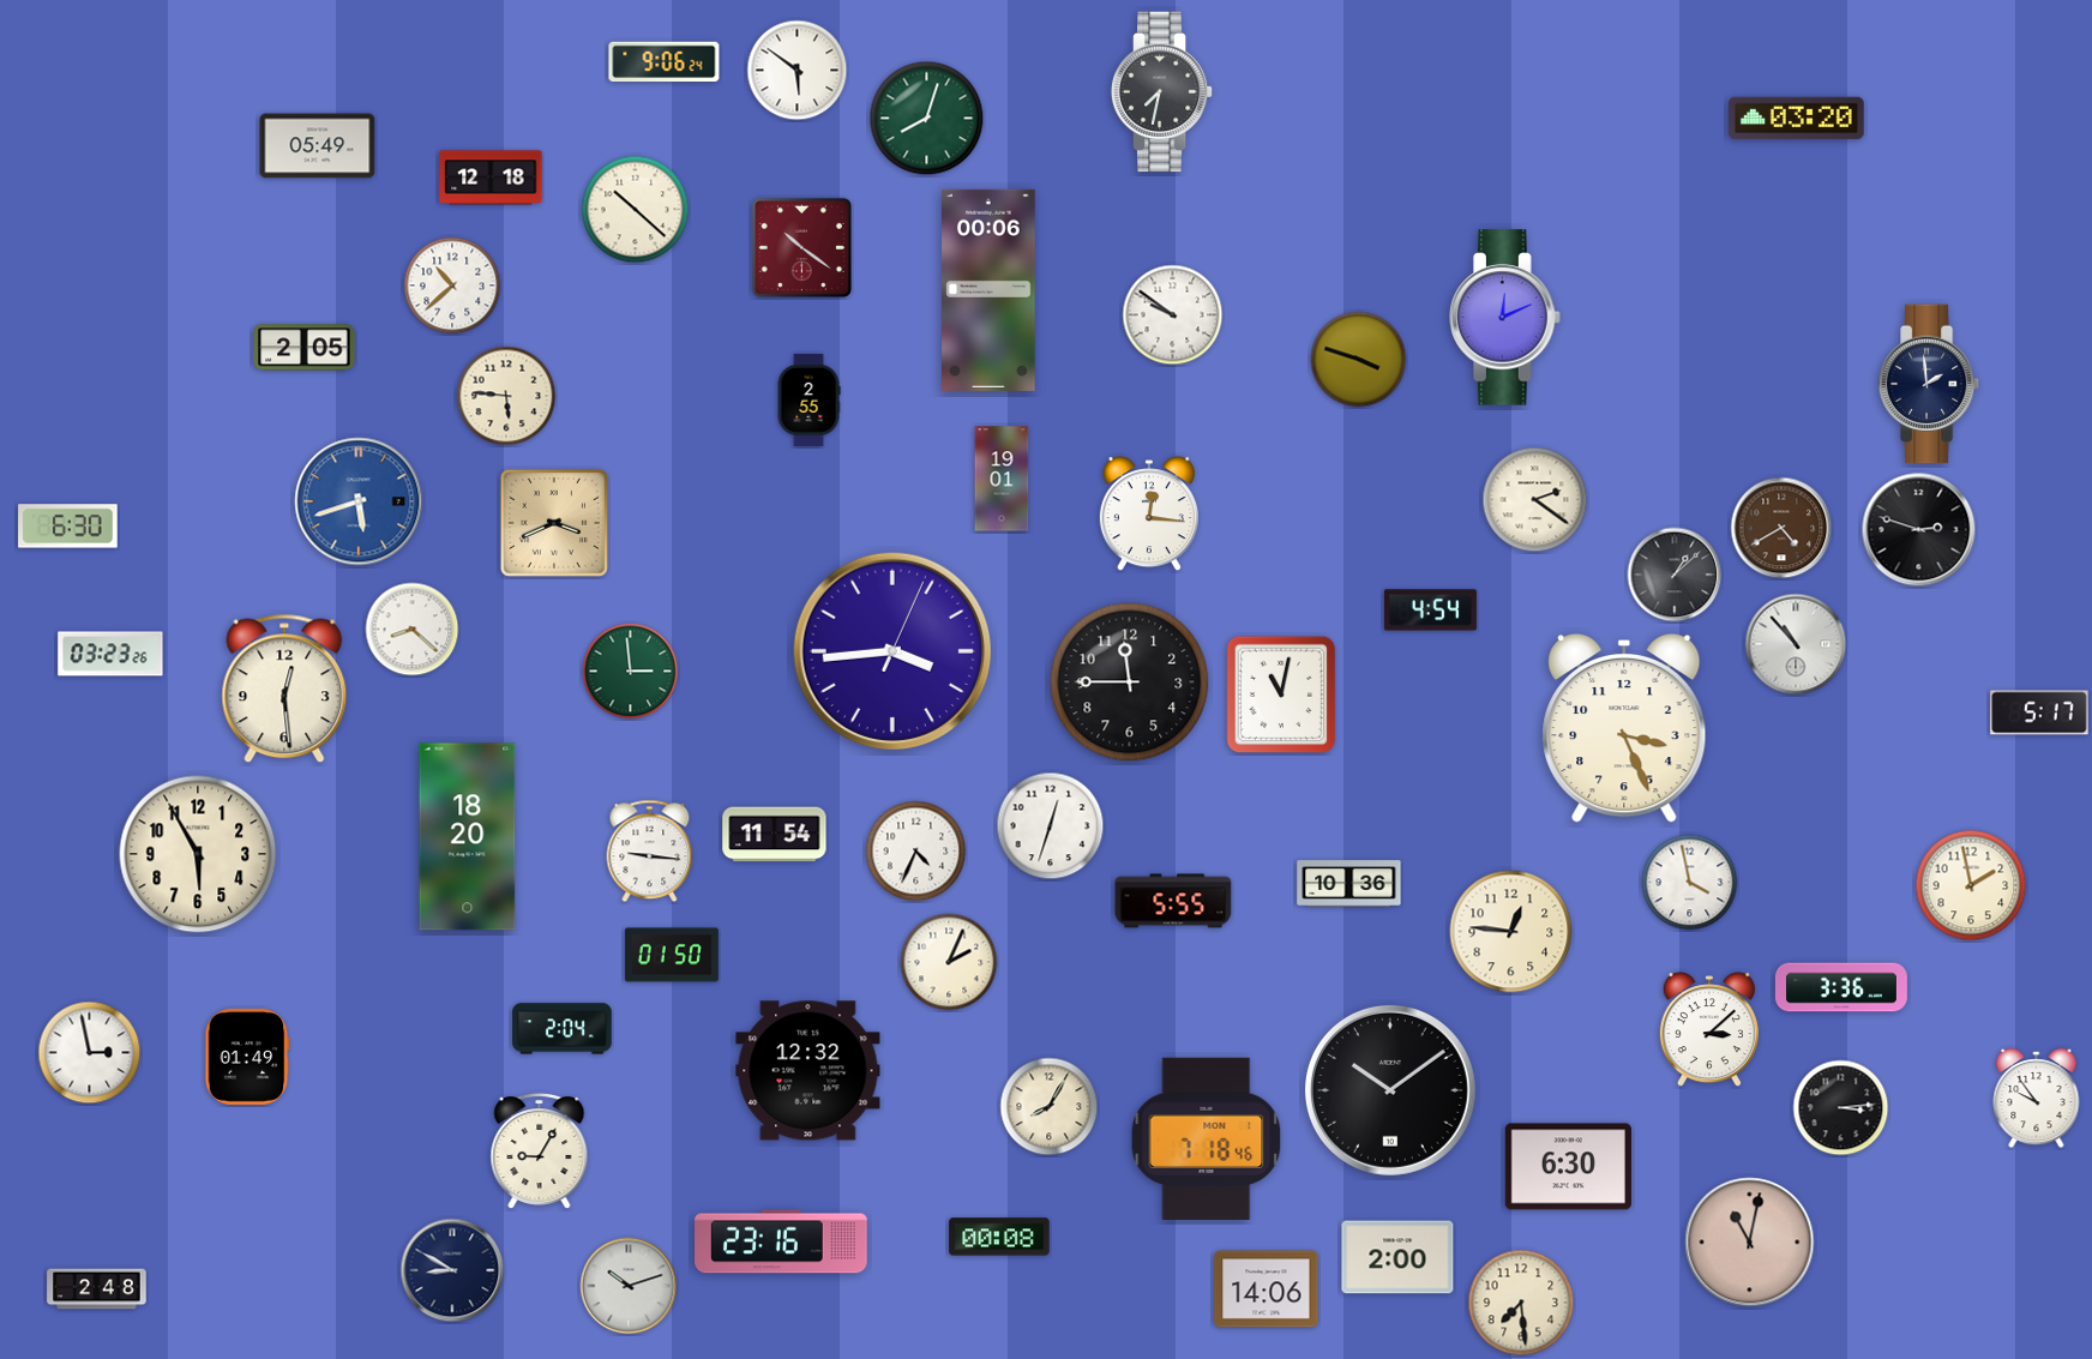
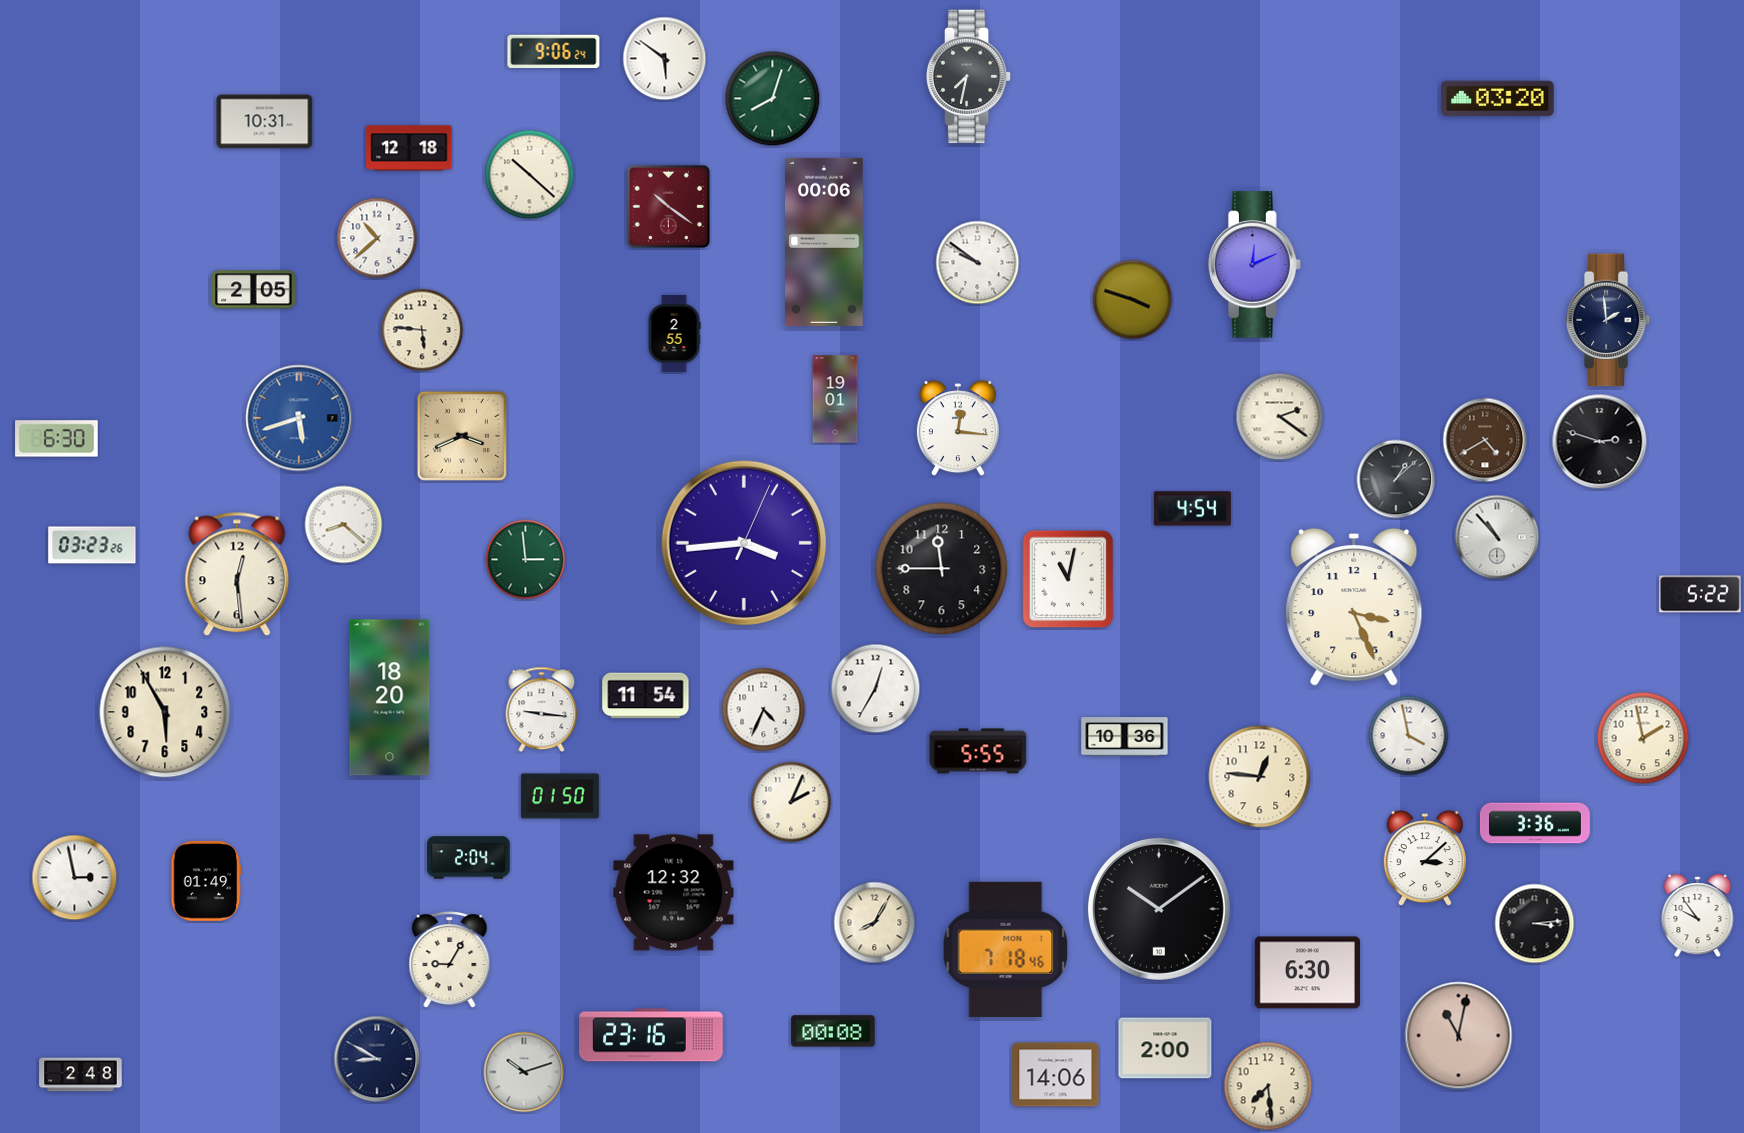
clock at (318, 146): 05:49 -> 10:31
clock at (2039, 712): 5:17 -> 5:22
clock at (1051, 826): 12:33 -> 12:35
